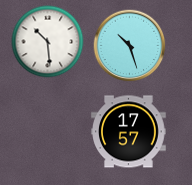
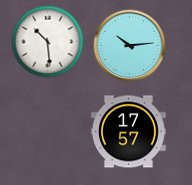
clock at (130, 46): 10:27 -> 10:14
